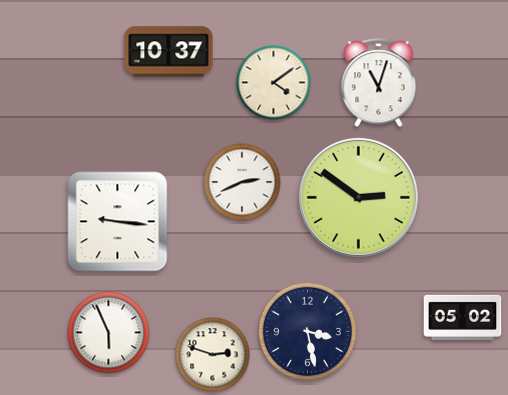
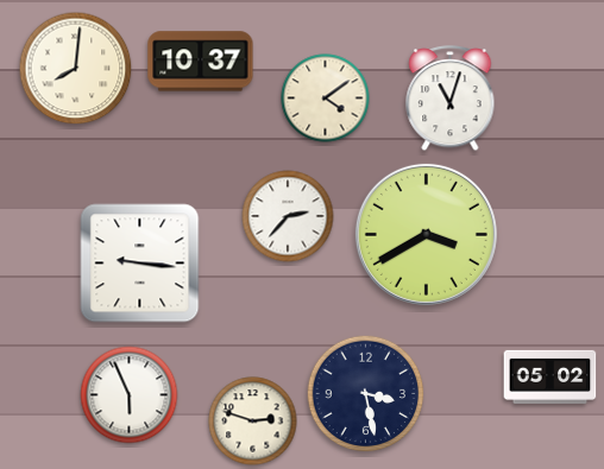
clock at (76, 69): none -> 8:01
clock at (242, 182): 2:41 -> 2:37
clock at (358, 197): 2:51 -> 3:40
